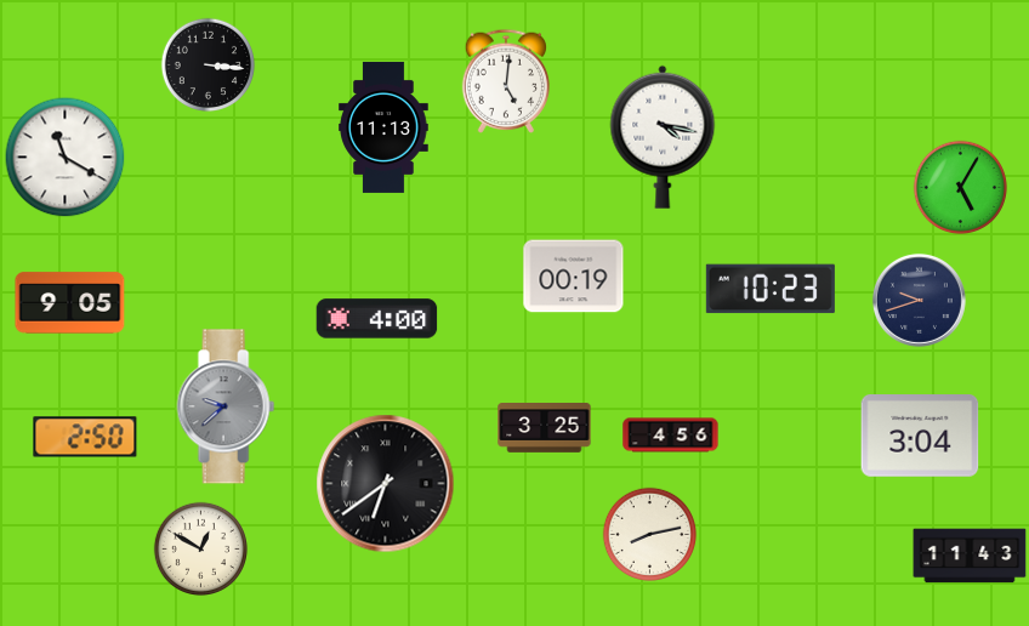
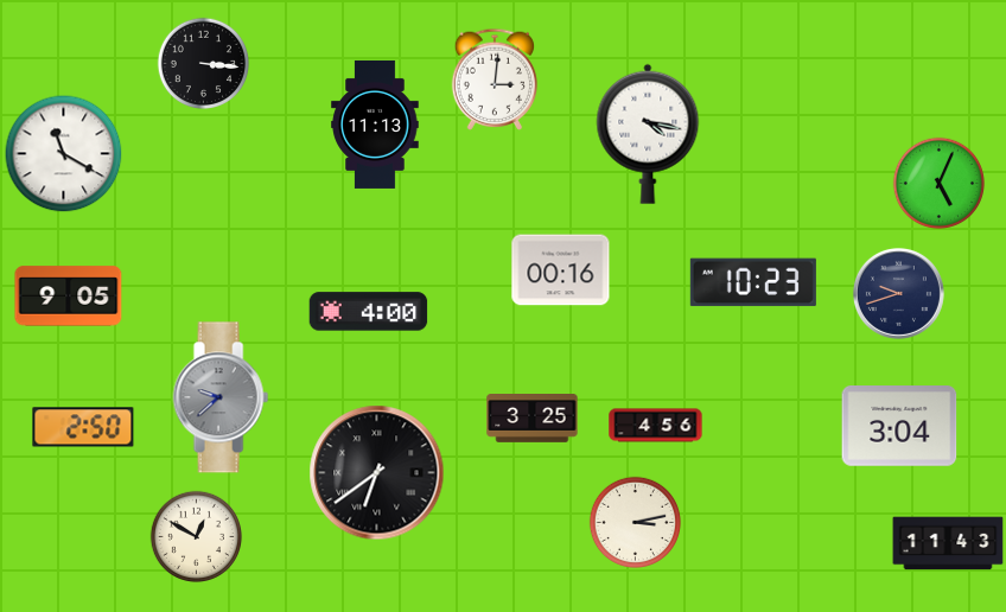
clock at (505, 81): 5:01 -> 3:01
clock at (960, 187): 5:05 -> 5:04
clock at (574, 277): 00:19 -> 00:16
clock at (649, 534): 8:13 -> 3:13
